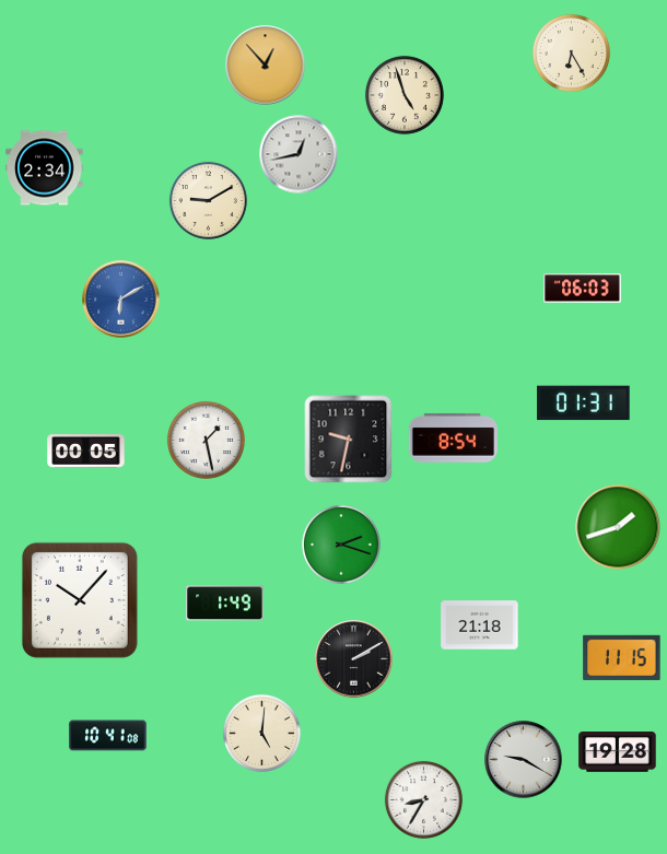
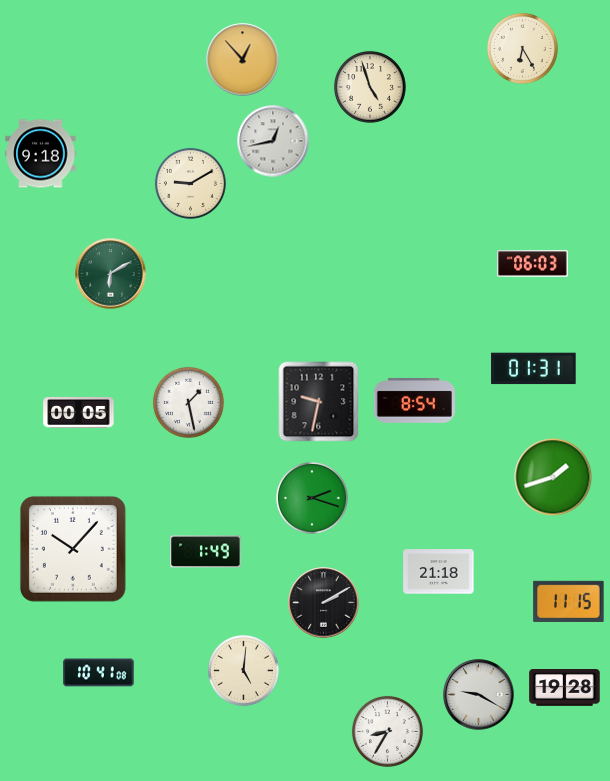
clock at (45, 168): 2:34 -> 9:18
clock at (121, 300) dial: blue -> green
clock at (618, 527) position: (618, 527) -> (553, 477)
clock at (261, 733) position: (261, 733) -> (243, 670)
